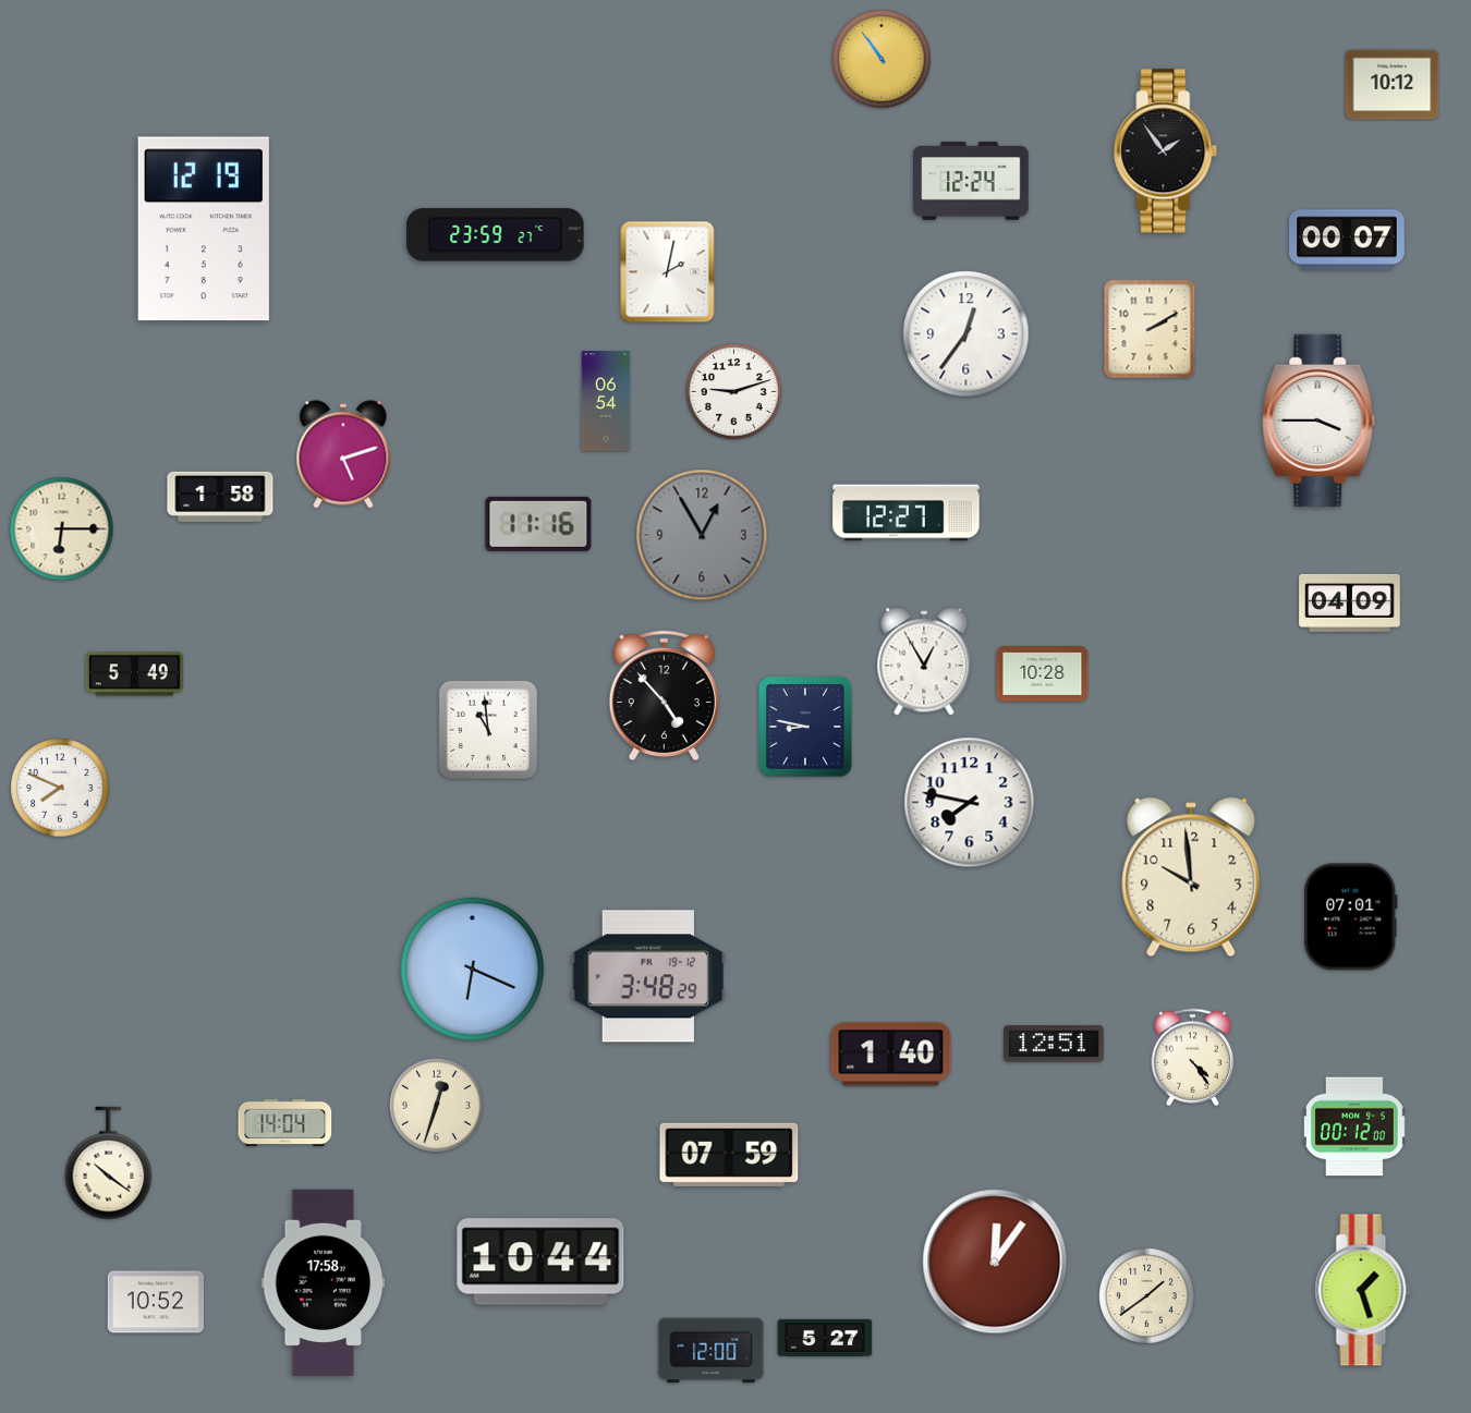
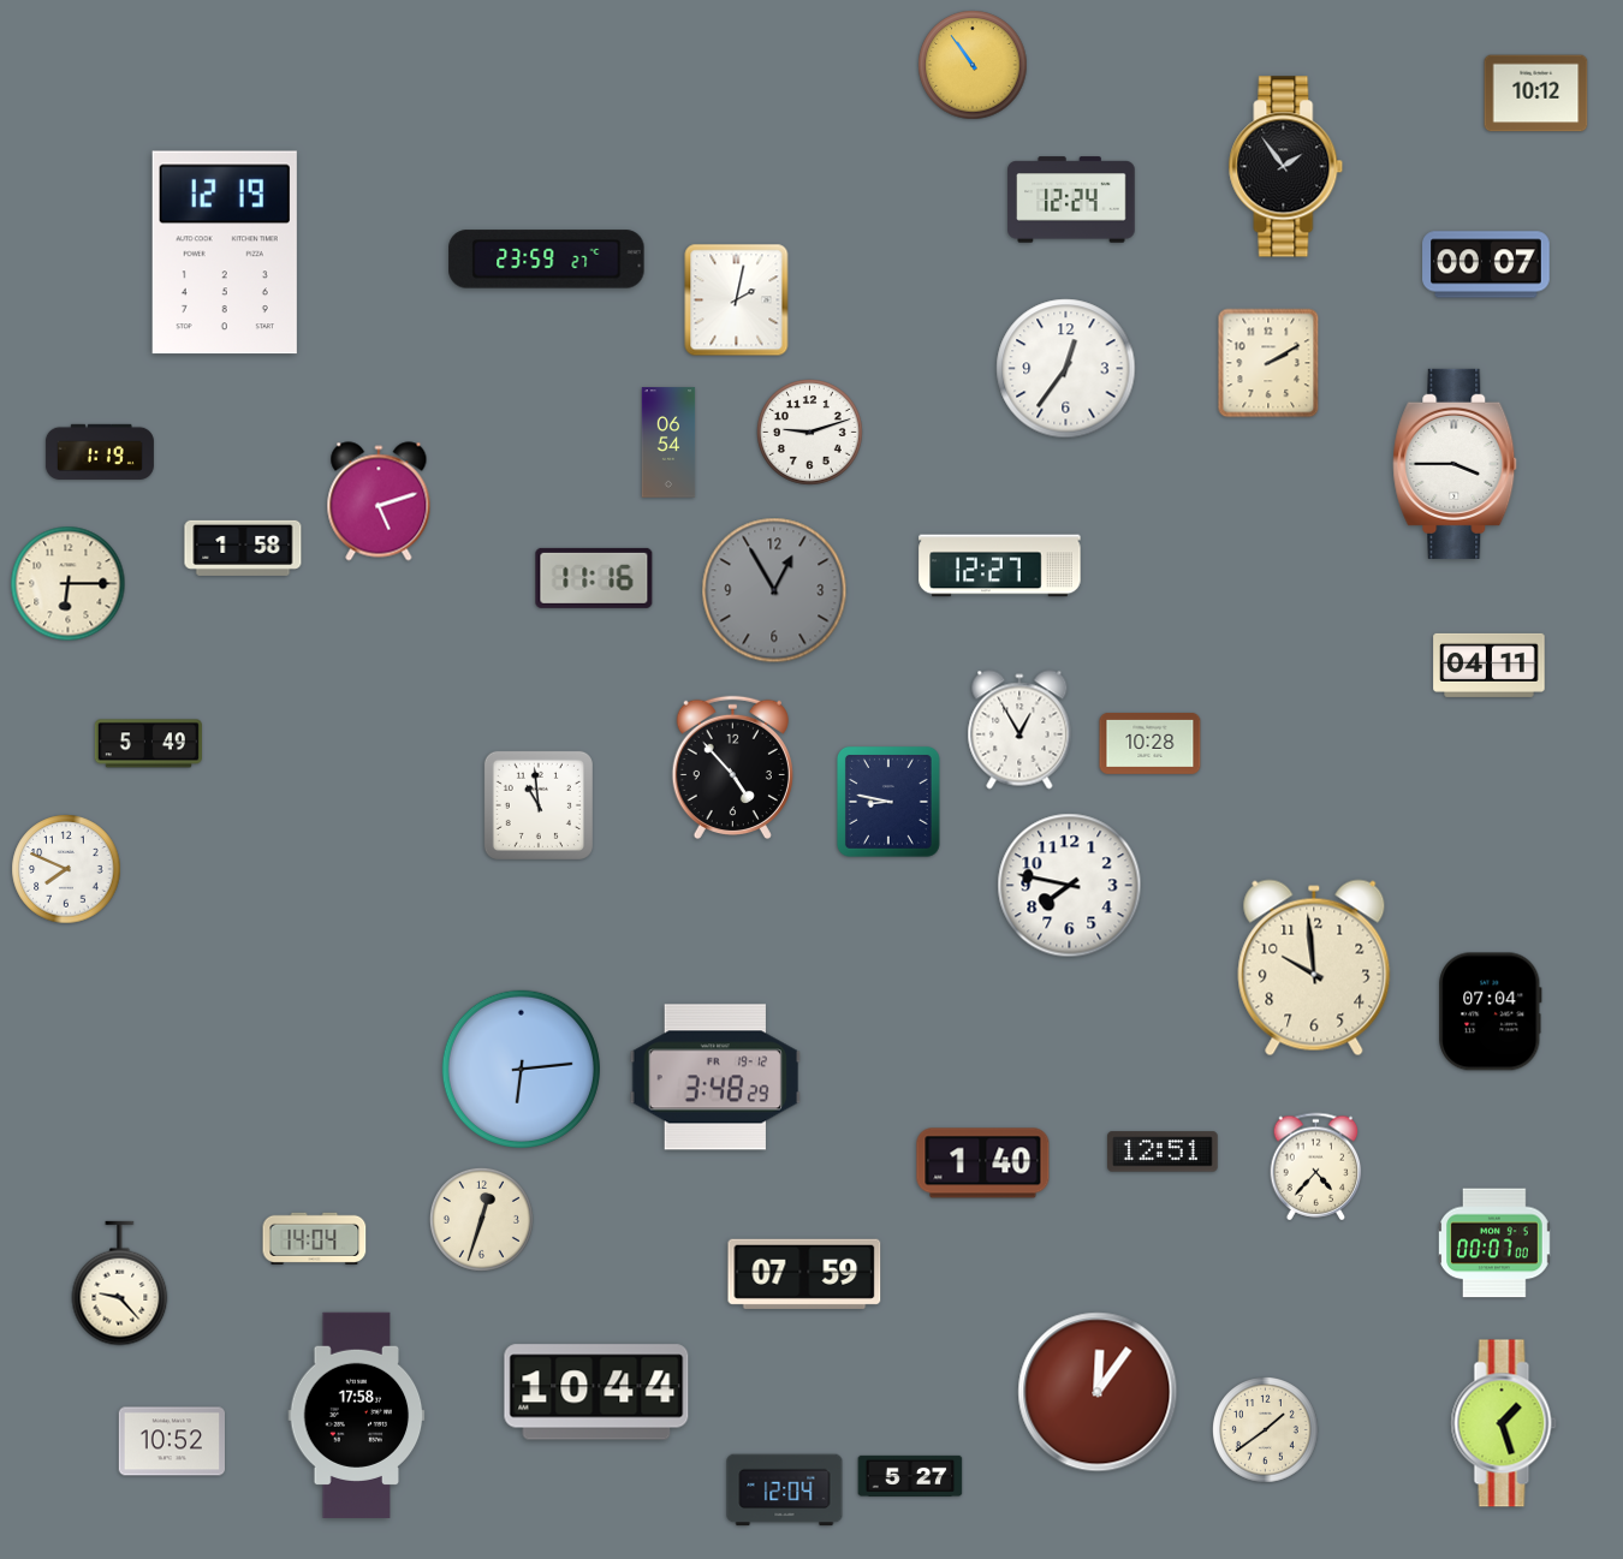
clock at (100, 451): none -> 1:19
clock at (1350, 602): 04:09 -> 04:11
clock at (1351, 917): 07:01 -> 07:04
clock at (472, 969): 6:19 -> 6:14
clock at (1193, 1058): 4:24 -> 4:37
clock at (1355, 1126): 00:12 -> 00:07
clock at (109, 1164): 10:21 -> 9:23
clock at (155, 1302) position: (155, 1302) -> (171, 1441)
clock at (712, 1351): 12:00 -> 12:04
